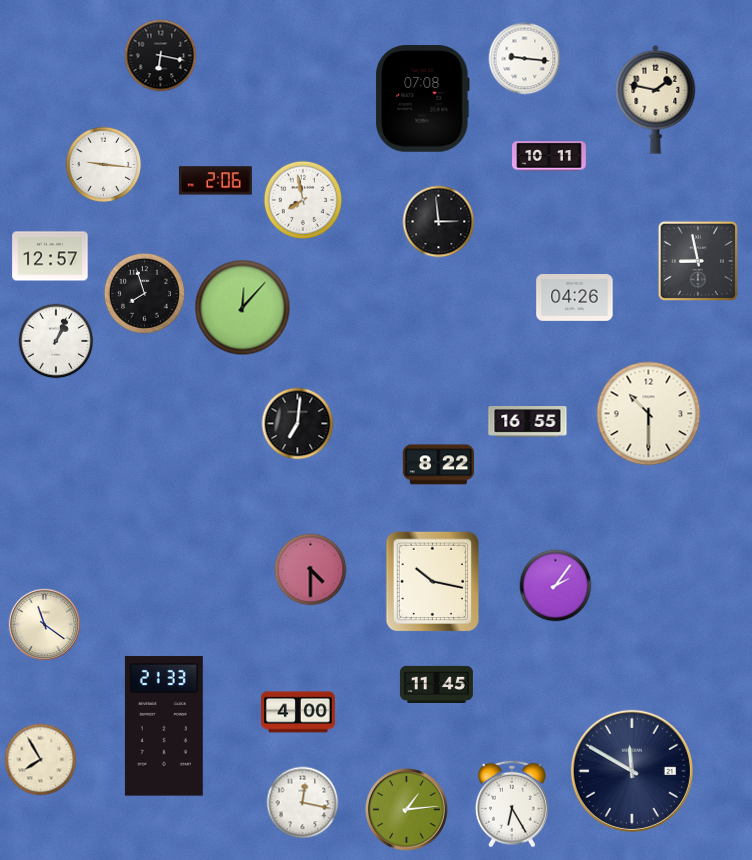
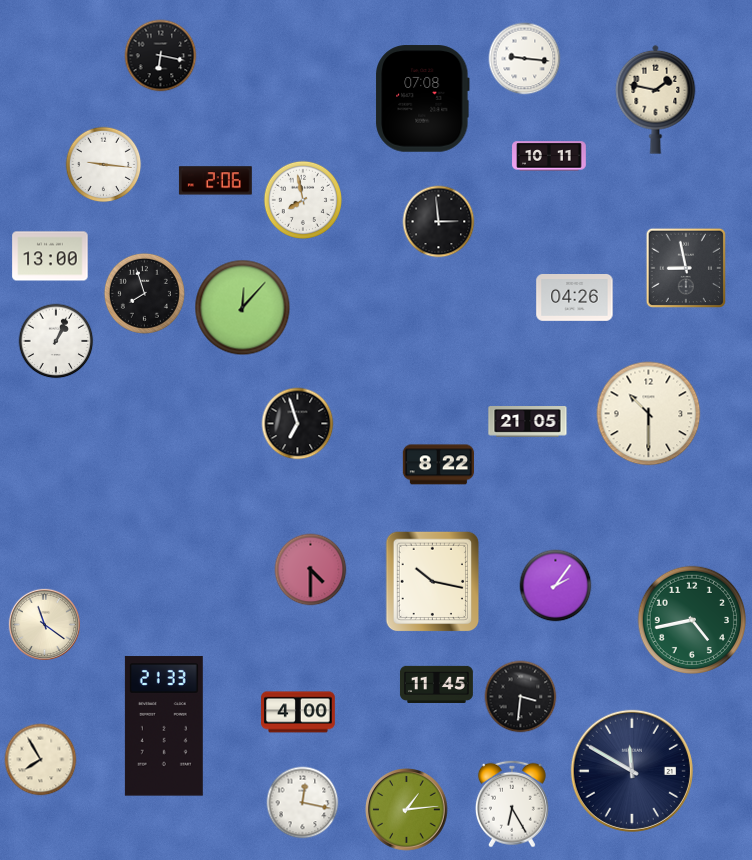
clock at (50, 256): 12:57 -> 13:00
clock at (697, 260) position: (697, 260) -> (685, 267)
clock at (528, 422): 16:55 -> 21:05
clock at (298, 424): 7:01 -> 6:57
clock at (692, 620): none -> 4:43
clock at (521, 697): none -> 3:31
